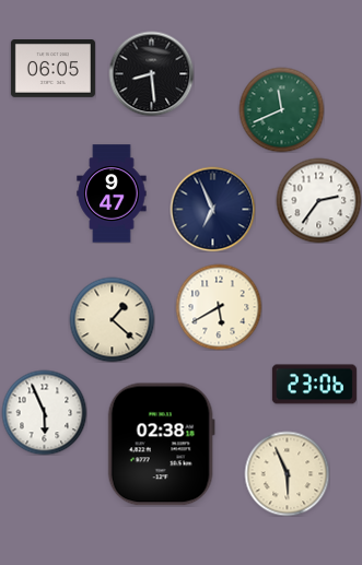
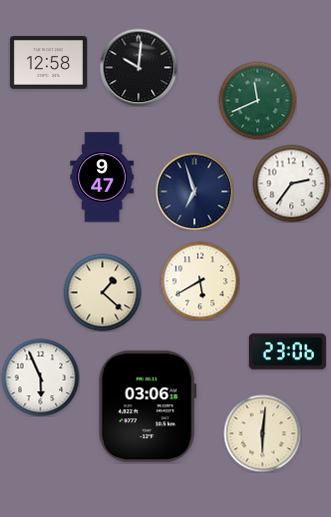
clock at (52, 69): 06:05 -> 12:58
clock at (151, 73): 8:29 -> 10:01
clock at (212, 209): 6:56 -> 6:57
clock at (161, 445): 02:38 -> 03:06
clock at (287, 473): 5:56 -> 6:01
